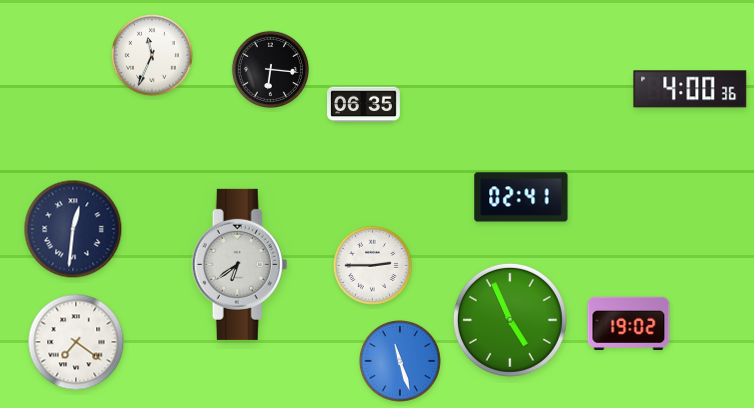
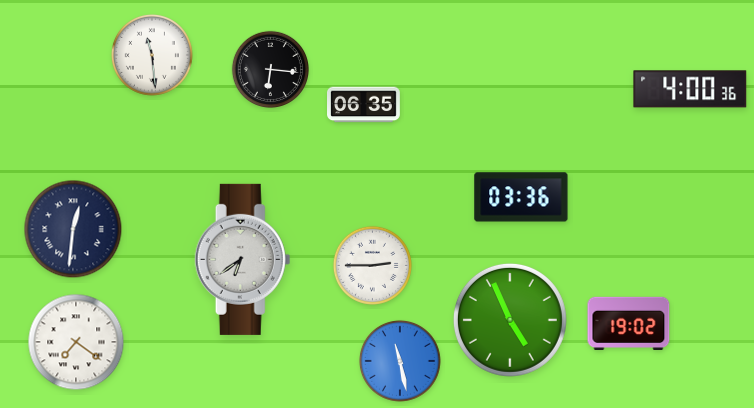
clock at (152, 55): 11:34 -> 11:29
clock at (521, 197): 02:41 -> 03:36
clock at (240, 264) position: (240, 264) -> (243, 259)
clock at (400, 361): 11:27 -> 11:28
